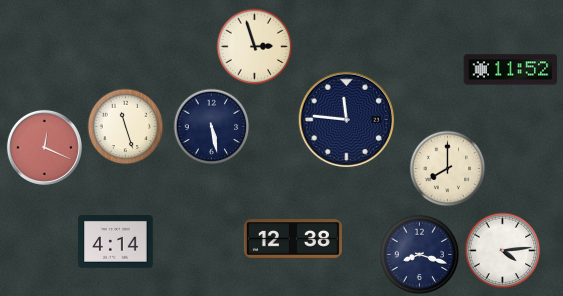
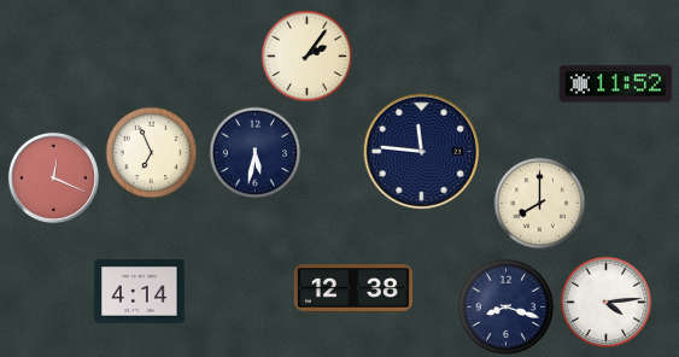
clock at (255, 47): 2:57 -> 2:06
clock at (347, 120) position: (347, 120) -> (422, 152)
clock at (126, 127): 11:27 -> 6:56
clock at (212, 127): 5:28 -> 5:32
